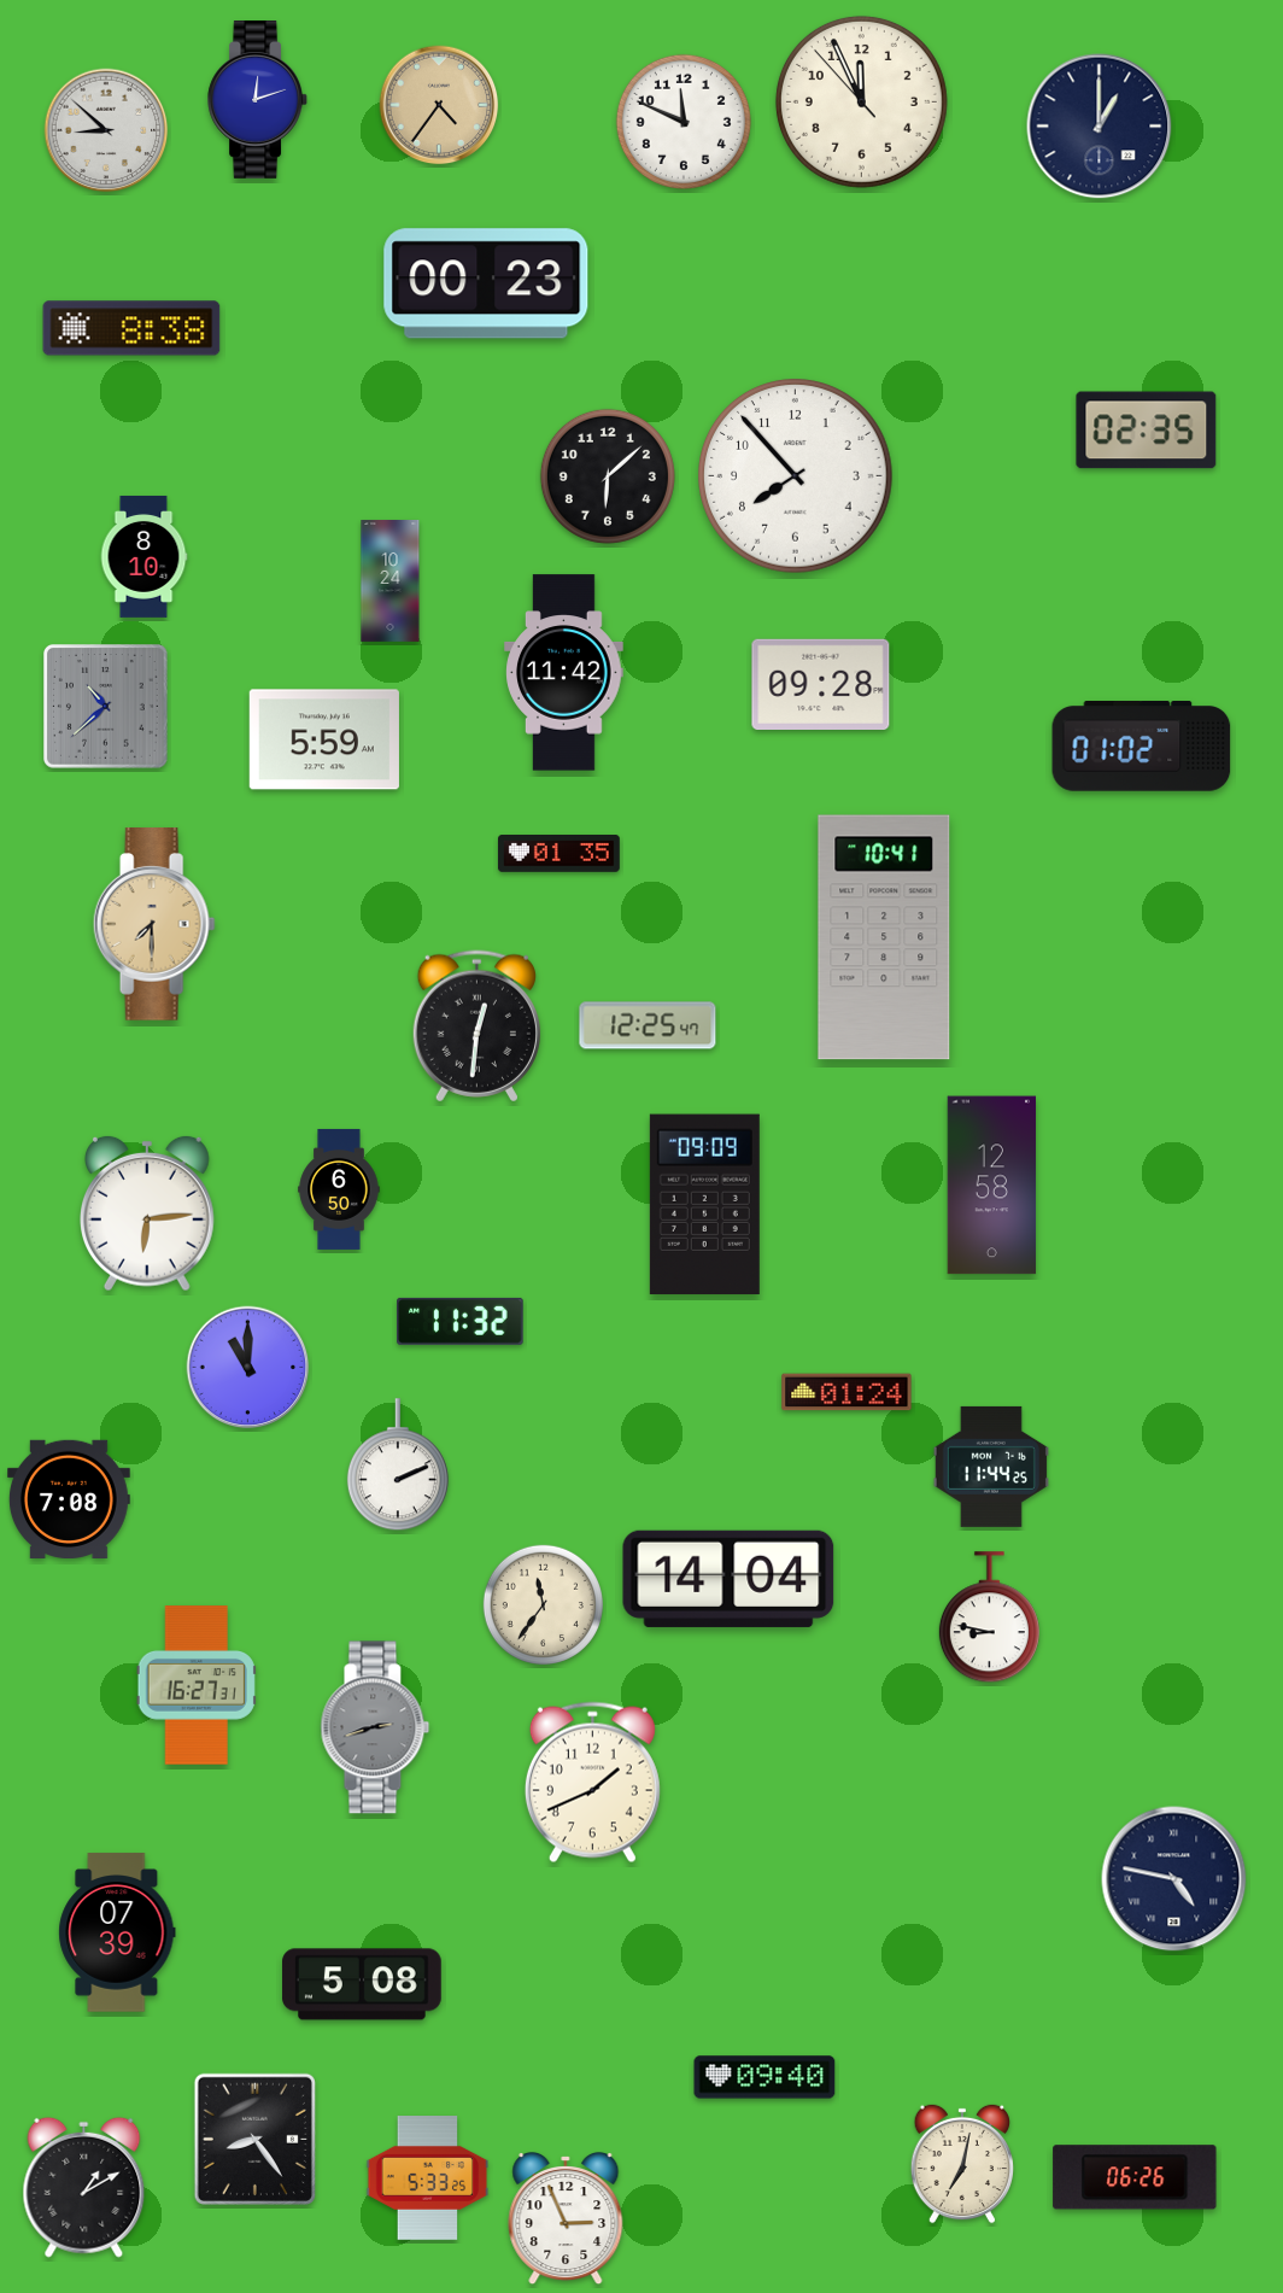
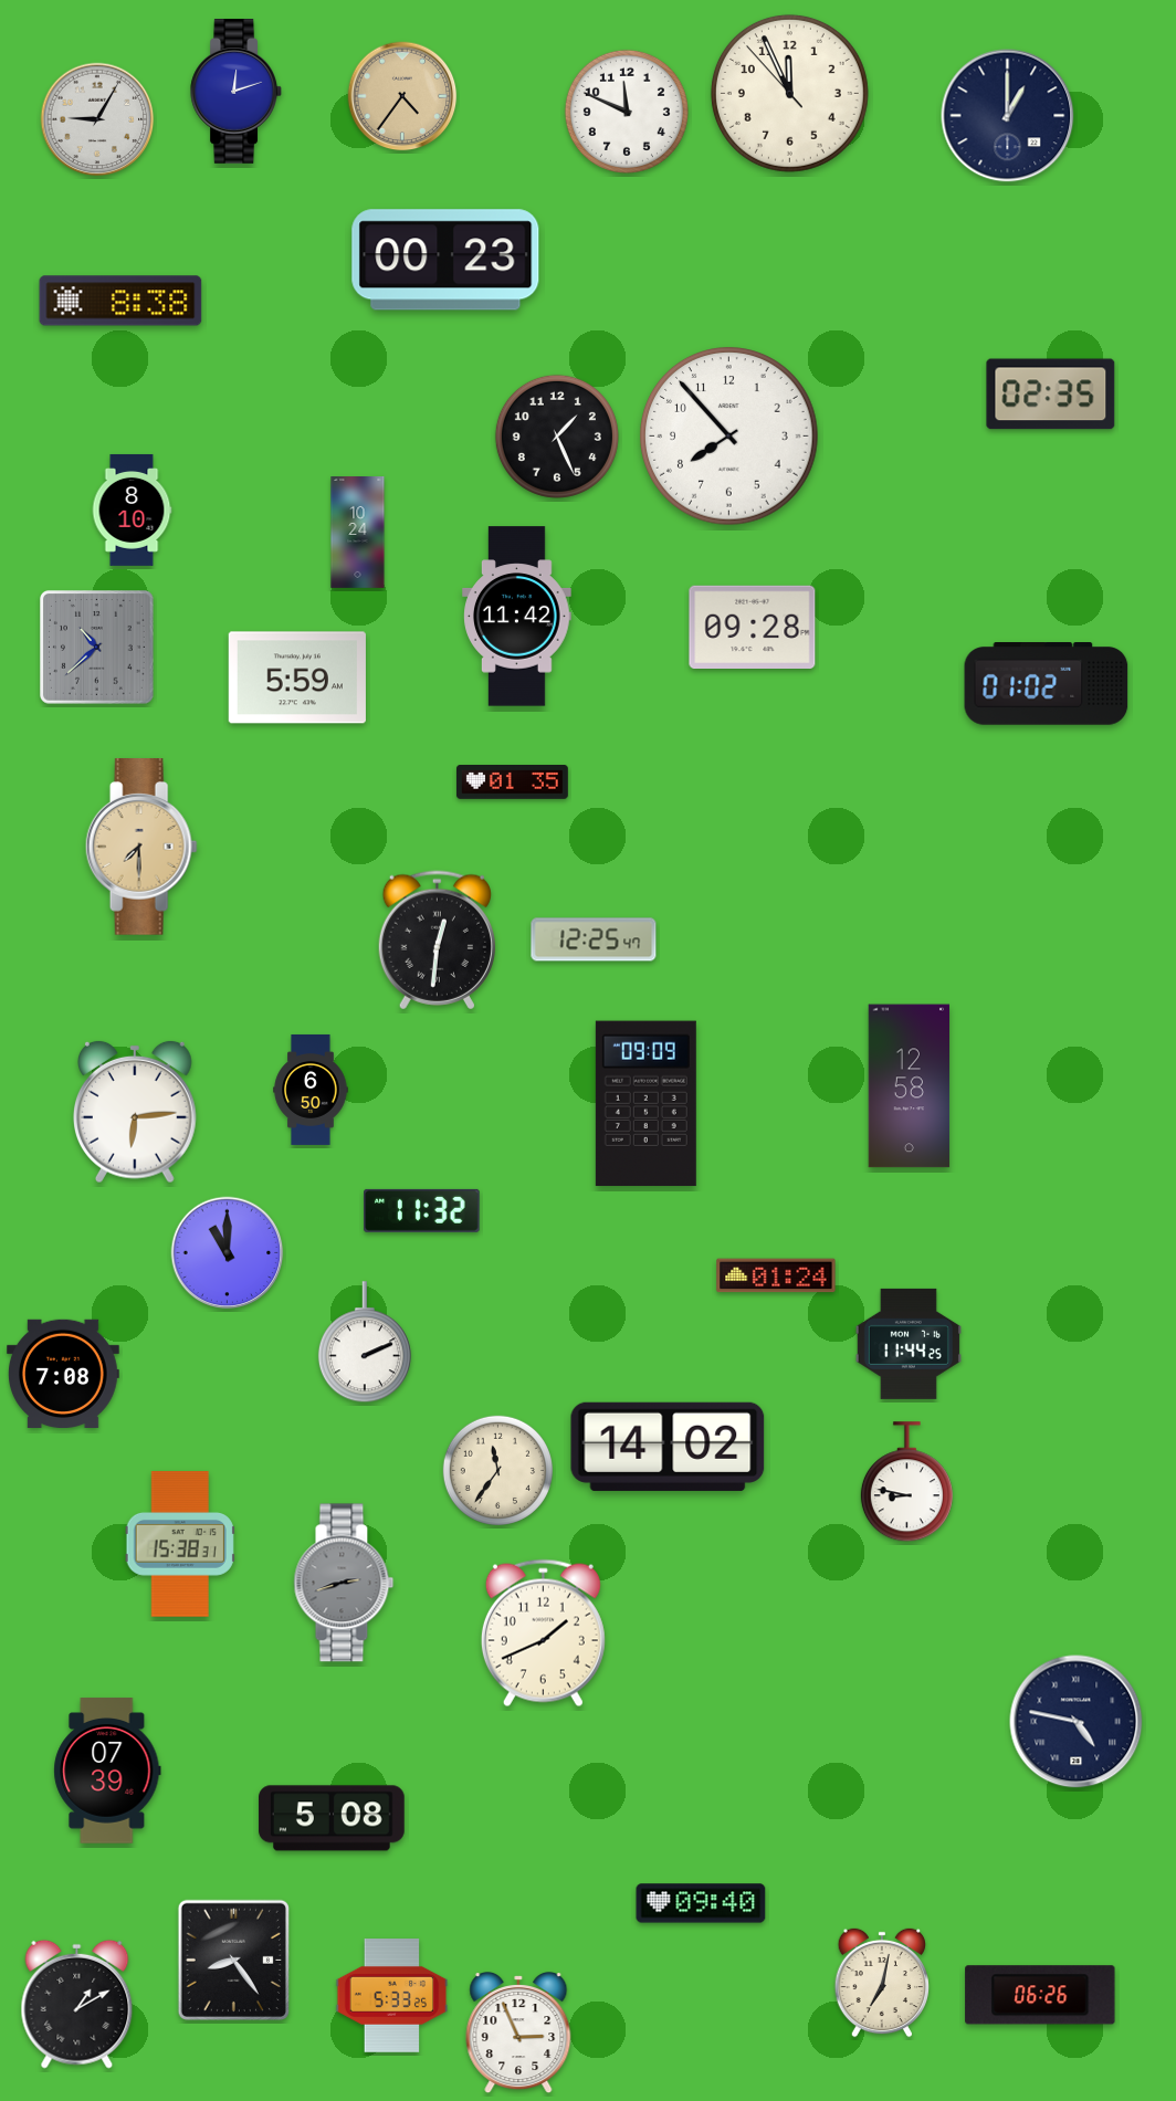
clock at (106, 130): 8:52 -> 9:05
clock at (608, 476): 6:08 -> 1:26
clock at (884, 937): 10:41 -> none
clock at (728, 1579): 14:04 -> 14:02
clock at (197, 1685): 16:27 -> 15:38
